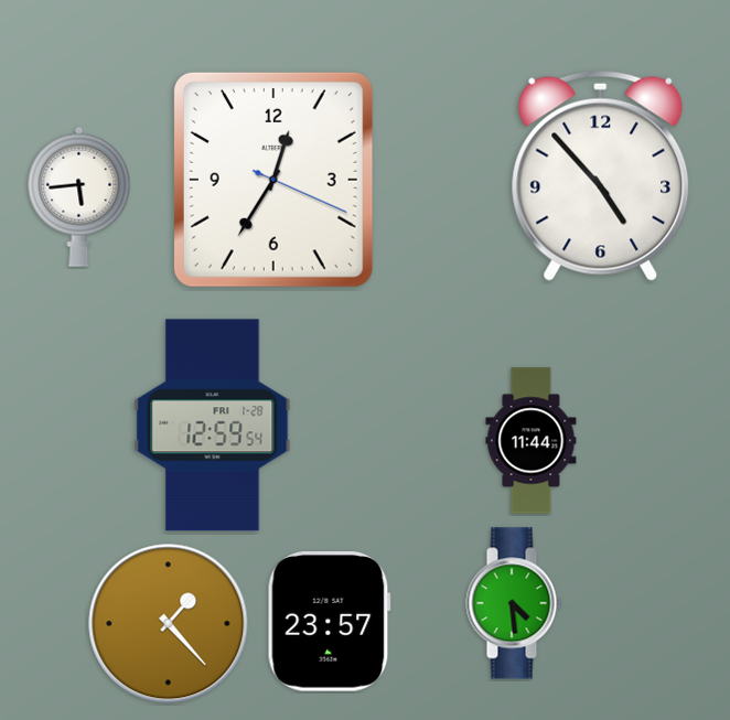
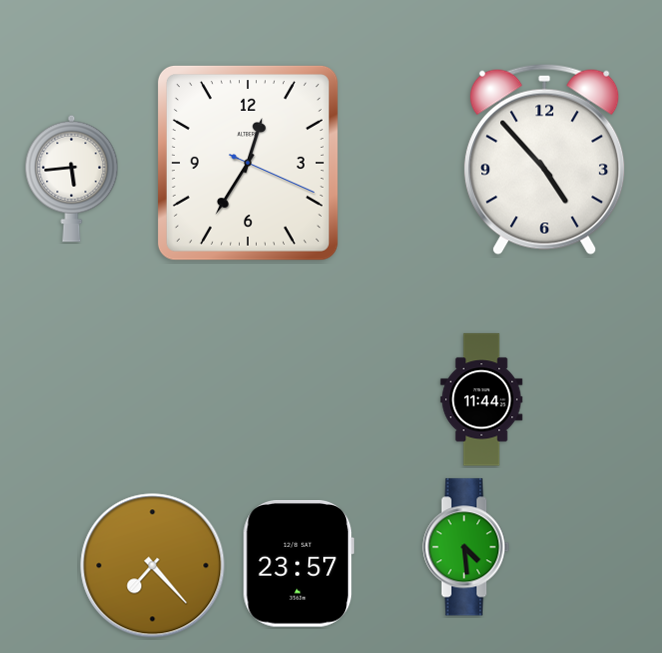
clock at (213, 426): 12:59 -> none
clock at (169, 624): 1:23 -> 7:23
